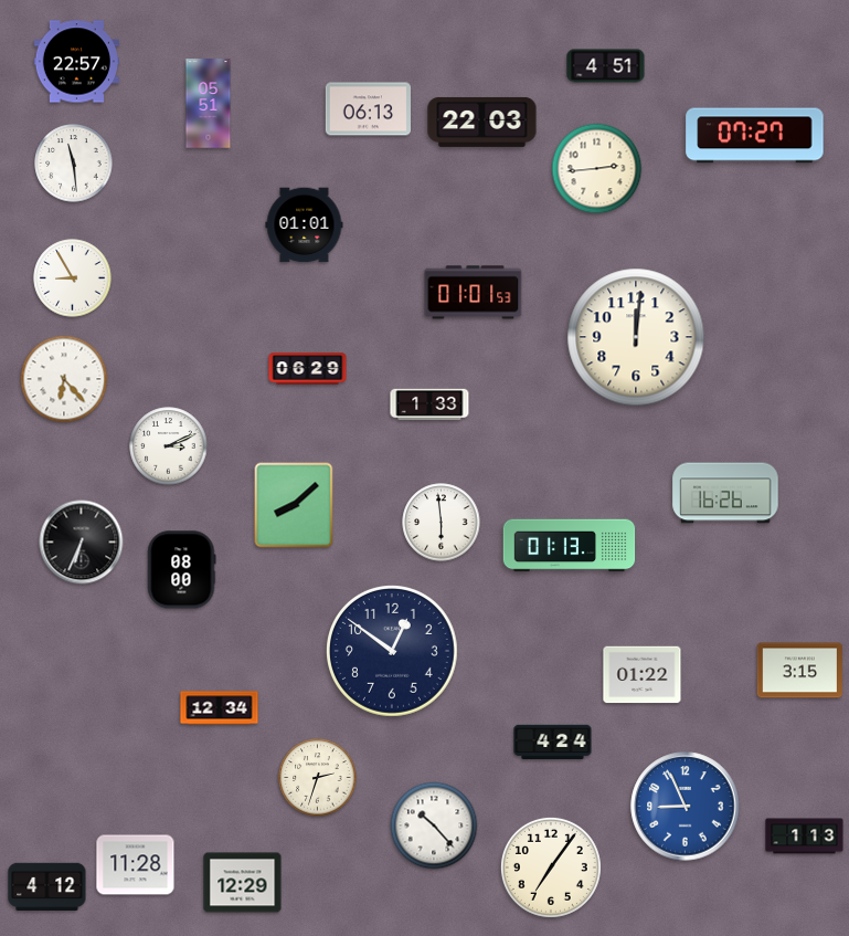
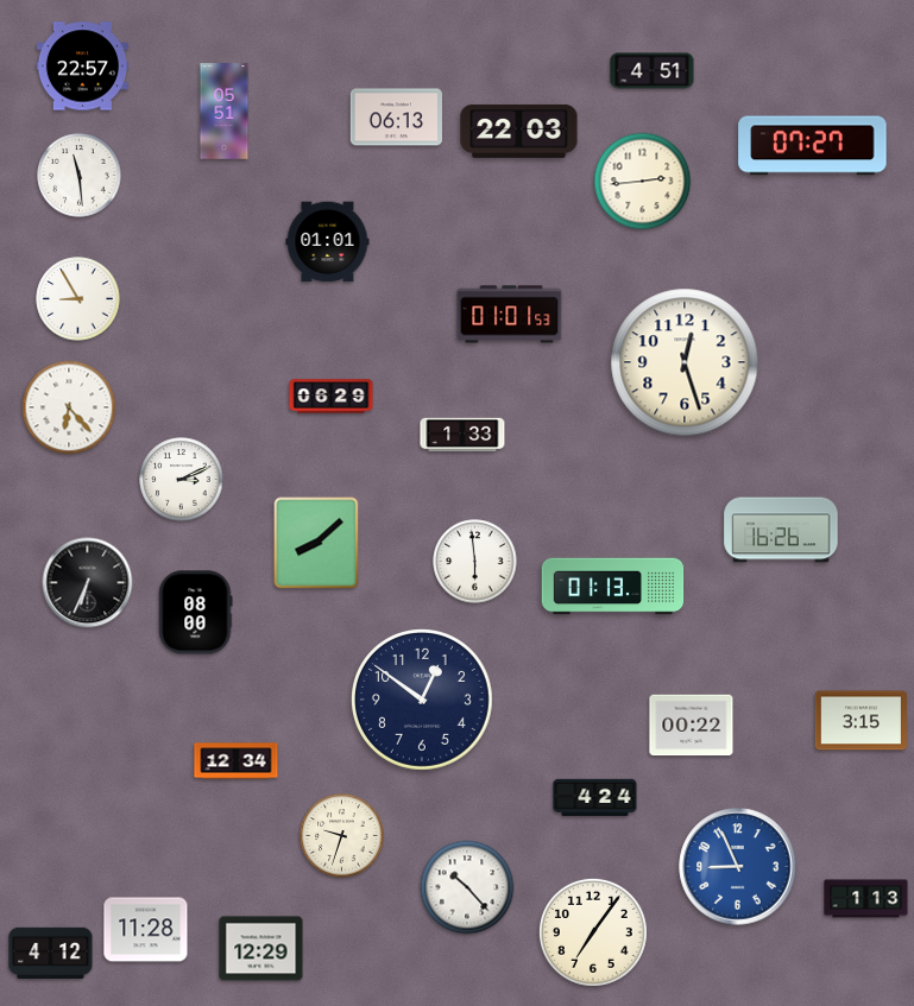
clock at (636, 337): 12:01 -> 12:27
clock at (643, 675): 01:22 -> 00:22
clock at (318, 778): 2:33 -> 9:33
